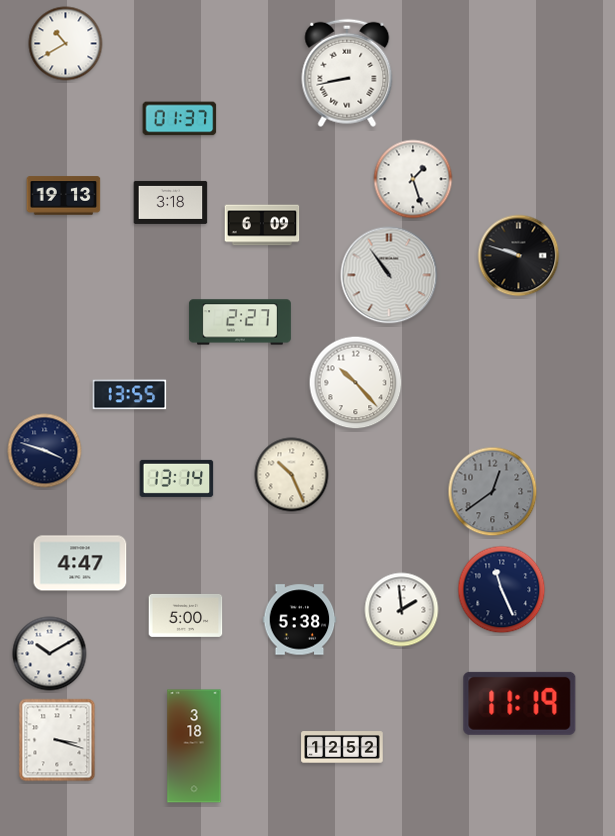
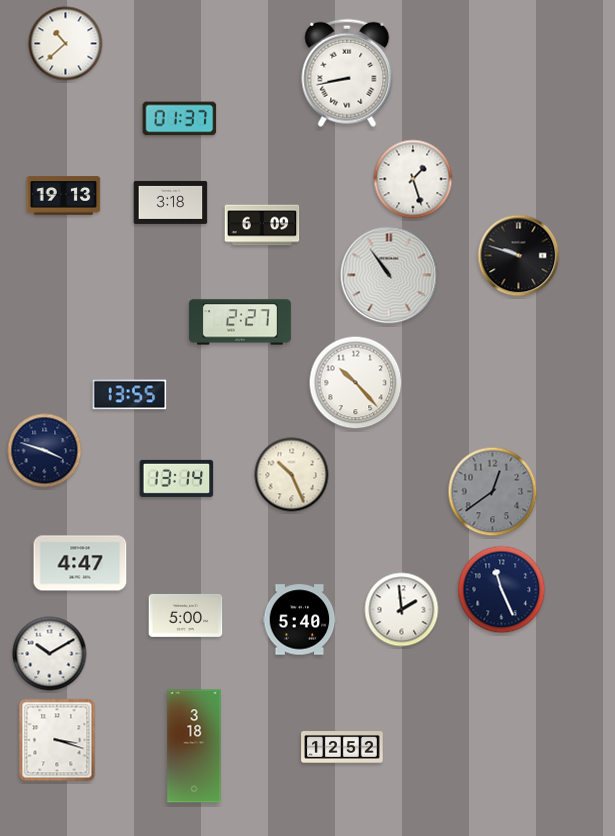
clock at (66, 44): 10:40 -> 10:38
clock at (300, 620): 5:38 -> 5:40
clock at (520, 703): 11:19 -> none
